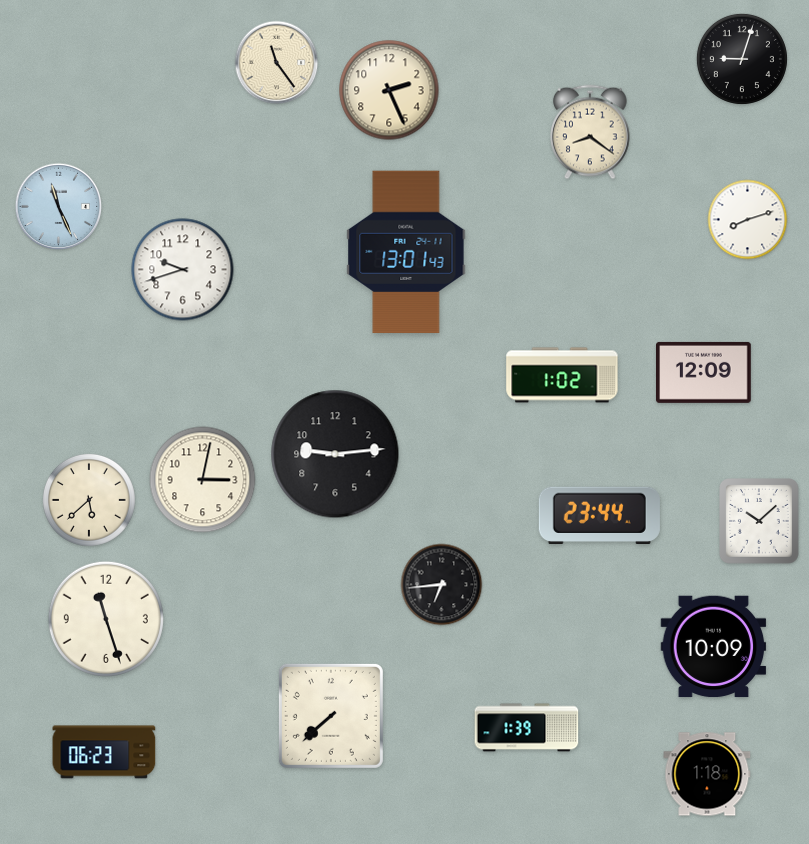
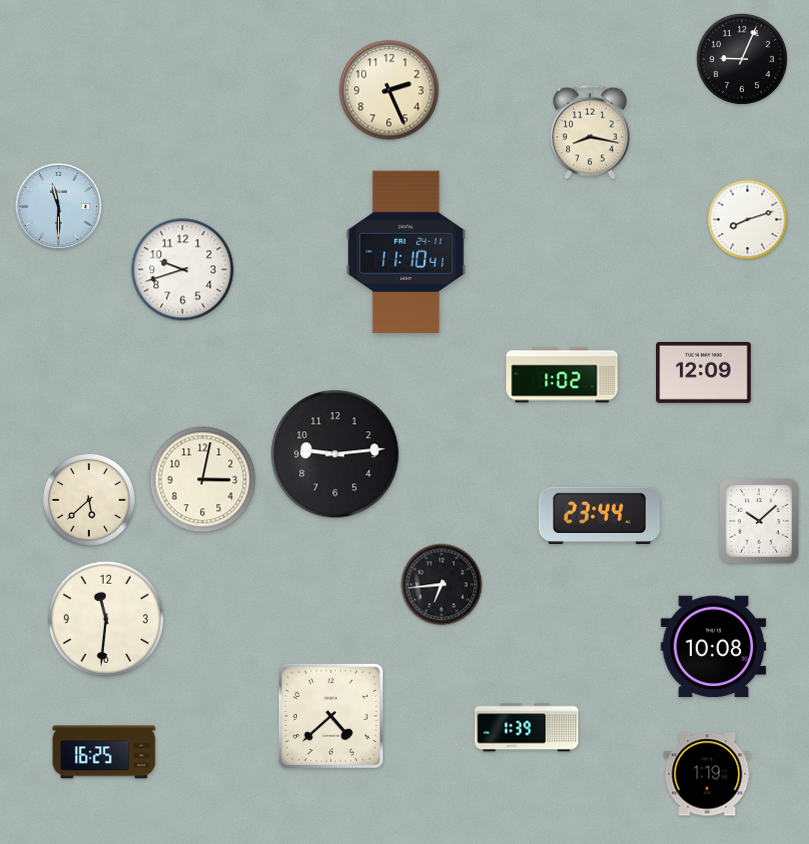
clock at (742, 59): 9:03 -> 9:04
clock at (277, 63): 11:24 -> none
clock at (590, 132): 8:21 -> 8:17
clock at (59, 207): 11:26 -> 11:30
clock at (406, 252): 13:01 -> 11:10
clock at (106, 619): 11:27 -> 11:31
clock at (714, 647): 10:09 -> 10:08
clock at (331, 716): 7:38 -> 4:38
clock at (104, 752): 06:23 -> 16:25
clock at (707, 774): 1:18 -> 1:19
